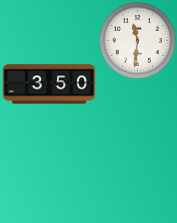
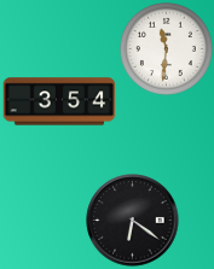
clock at (49, 84): 3:50 -> 3:54
clock at (133, 221): none -> 6:21
